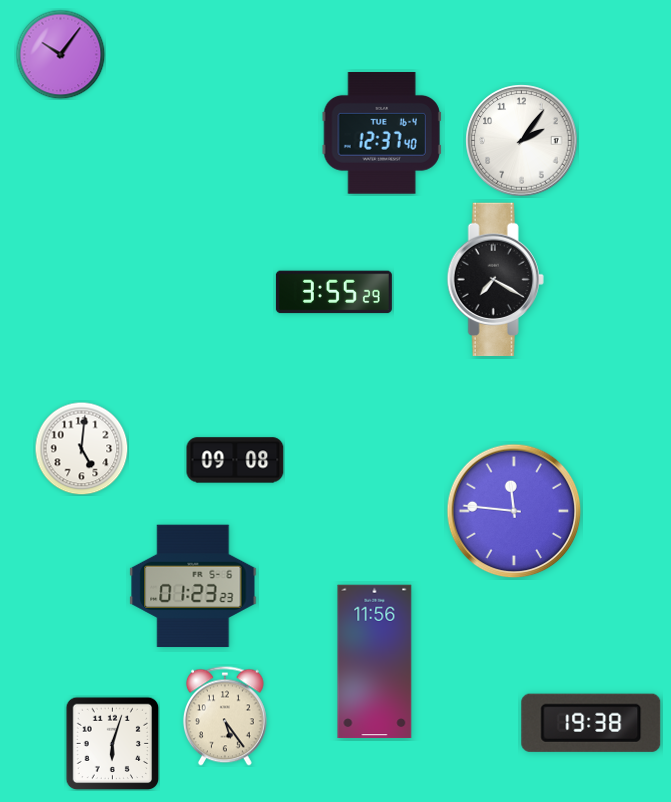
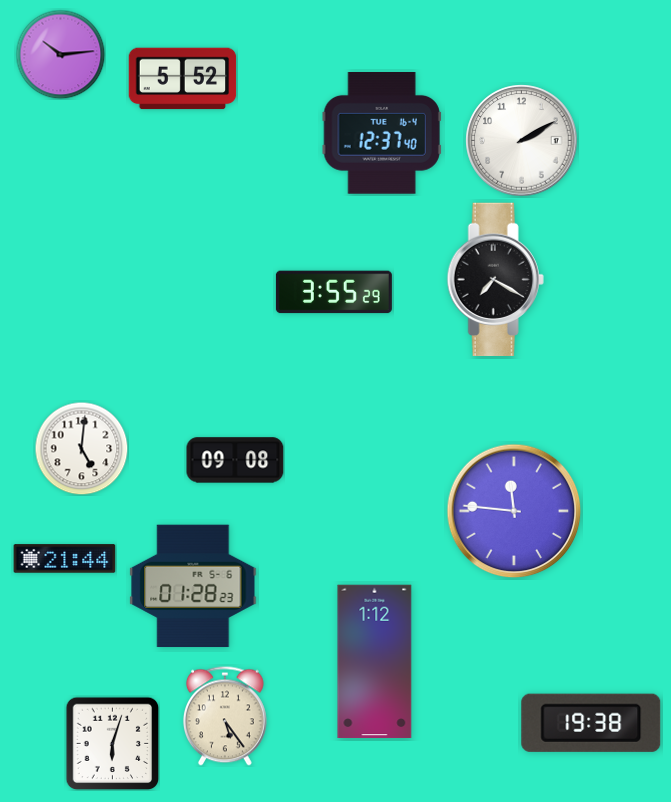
clock at (60, 54): 10:06 -> 10:14
clock at (183, 79): none -> 5:52
clock at (522, 141): 2:06 -> 2:10
clock at (65, 559): none -> 21:44
clock at (193, 586): 01:23 -> 01:28
clock at (375, 662): 11:56 -> 1:12
